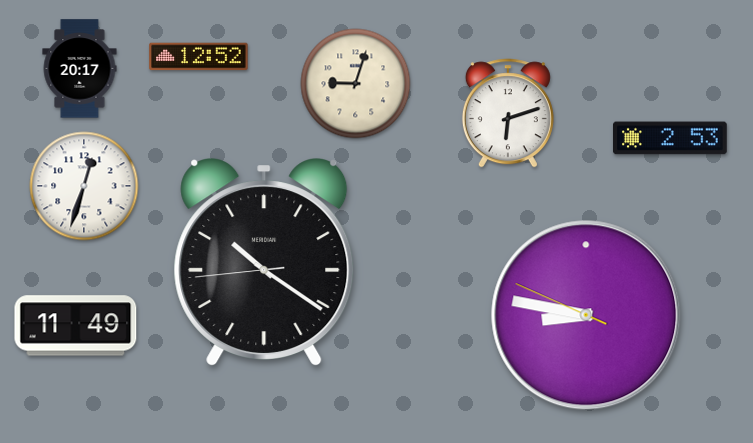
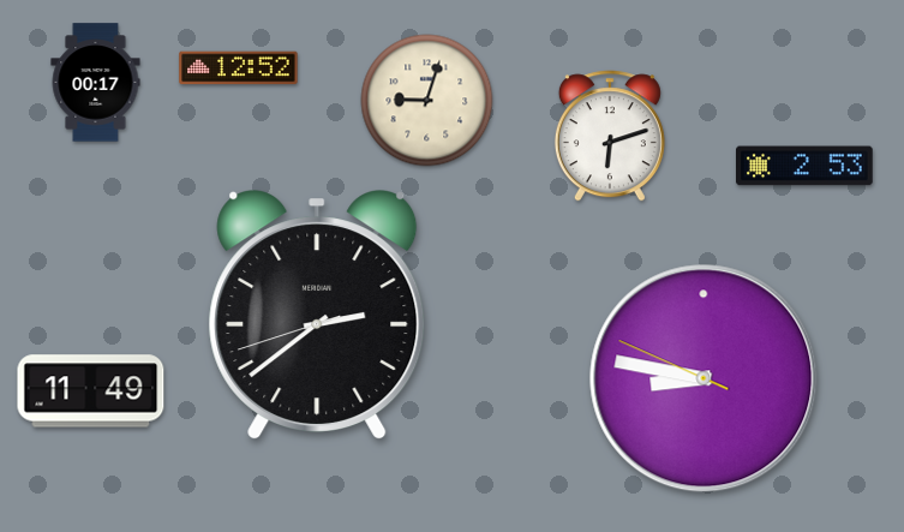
clock at (80, 69): 20:17 -> 00:17
clock at (84, 186): 12:33 -> none
clock at (264, 262): 10:20 -> 2:38
